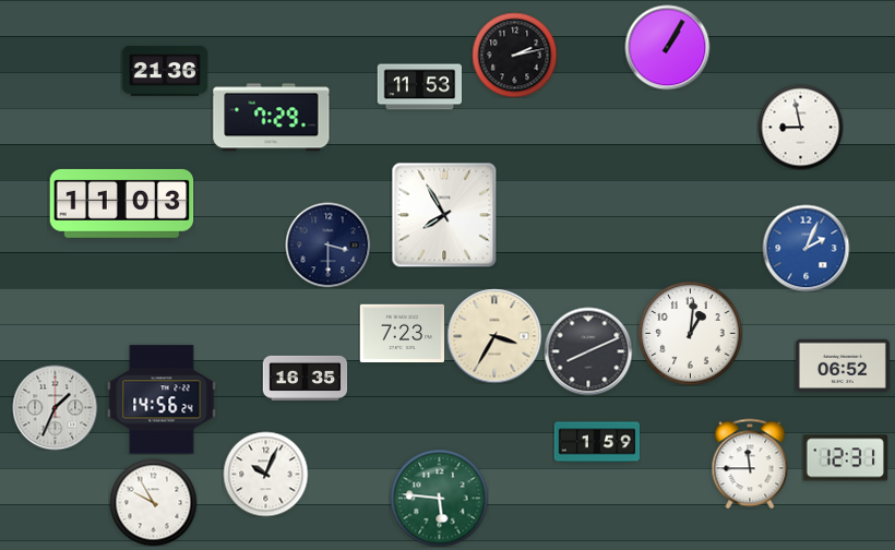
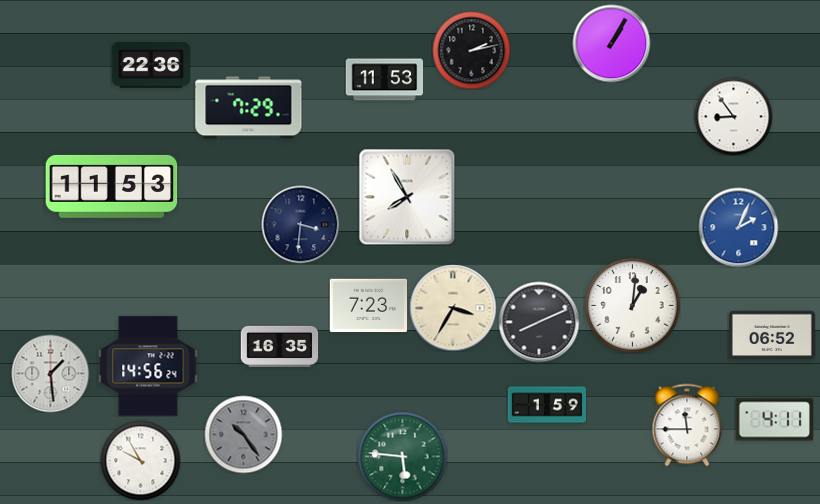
clock at (165, 71): 21:36 -> 22:36
clock at (800, 127): 8:58 -> 8:54
clock at (122, 203): 11:03 -> 11:53
clock at (327, 244): 3:30 -> 3:31
clock at (55, 407): 1:34 -> 1:29
clock at (845, 458): 12:31 -> 4:11
clock at (265, 474): 10:04 -> 10:24
clock at (265, 474) dial: white -> grey
